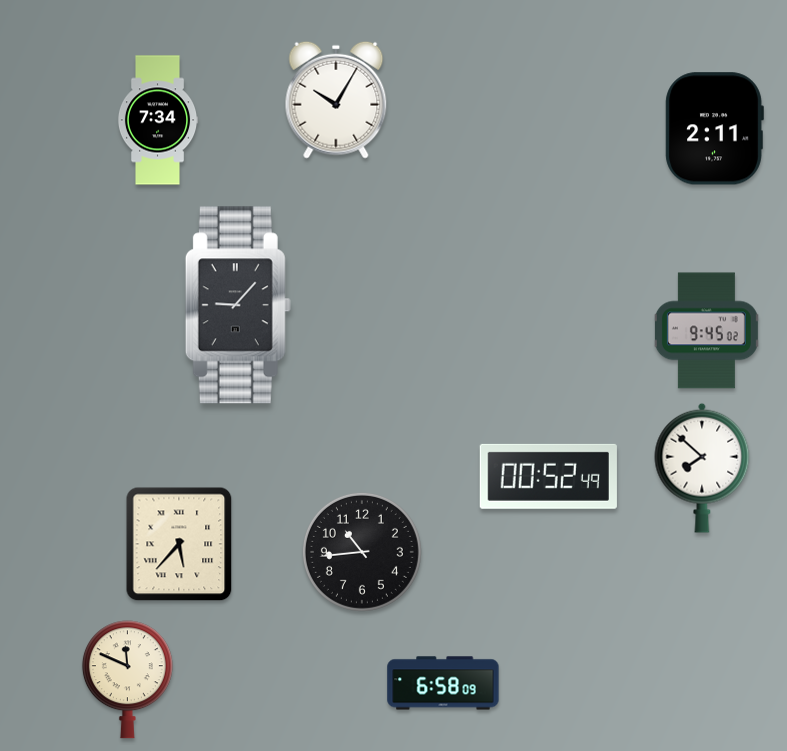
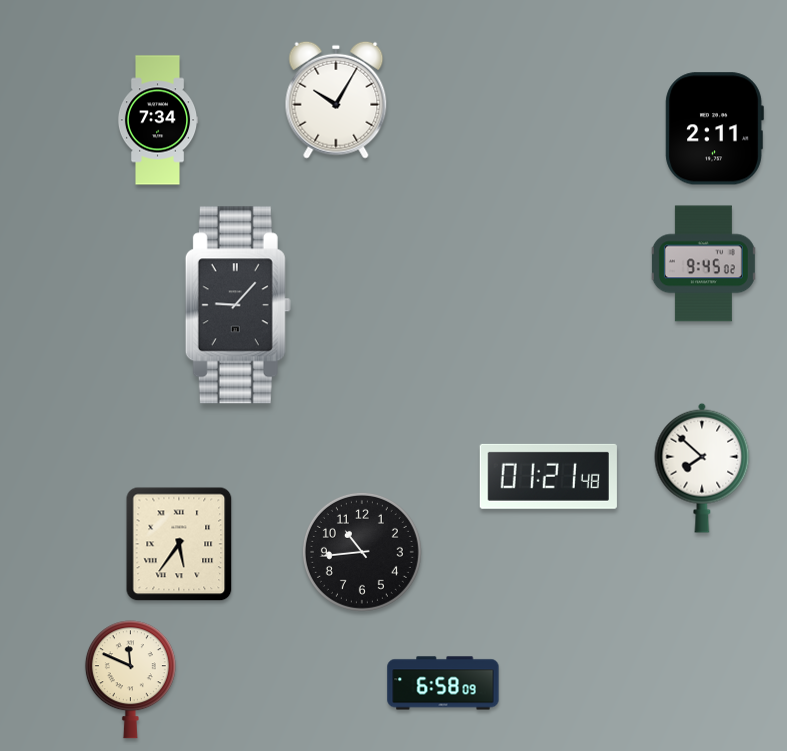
clock at (706, 331) position: (706, 331) -> (703, 264)
clock at (548, 476): 00:52 -> 01:21
clock at (179, 544): 5:37 -> 5:36
clock at (127, 680) position: (127, 680) -> (130, 680)
